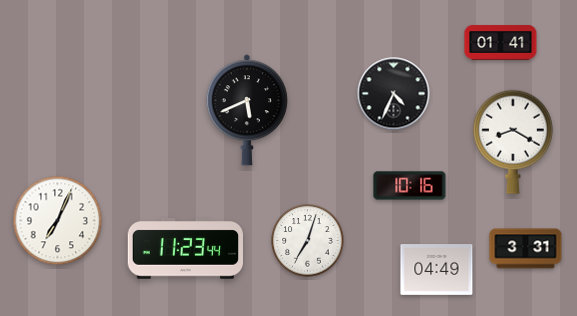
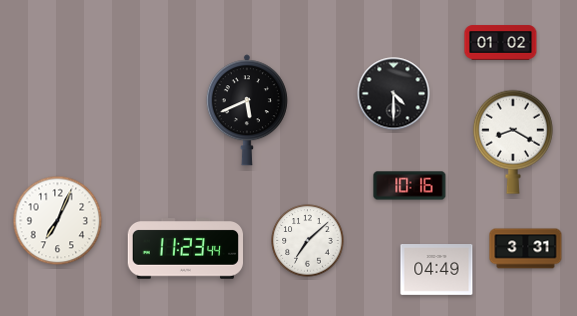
clock at (501, 43): 01:41 -> 01:02
clock at (394, 94): 4:34 -> 4:30
clock at (308, 241): 7:03 -> 7:08
